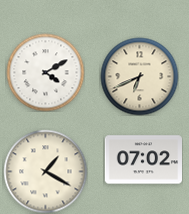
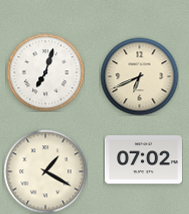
clock at (45, 72): 4:10 -> 7:03
